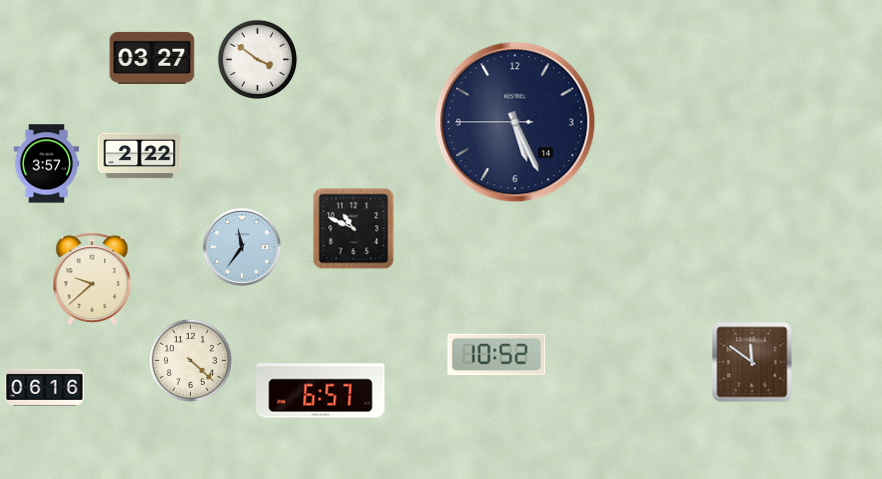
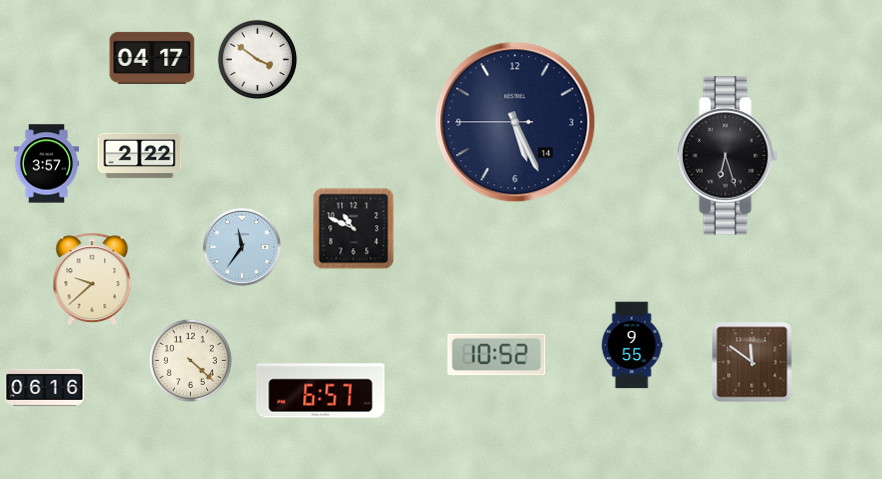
clock at (152, 58): 03:27 -> 04:17
clock at (727, 156): none -> 6:27
clock at (632, 345): none -> 9:55
